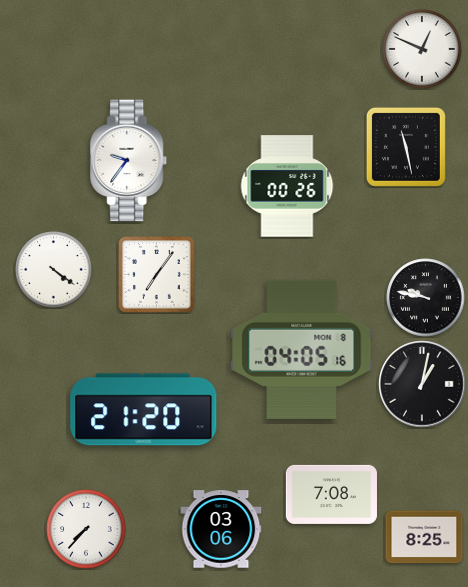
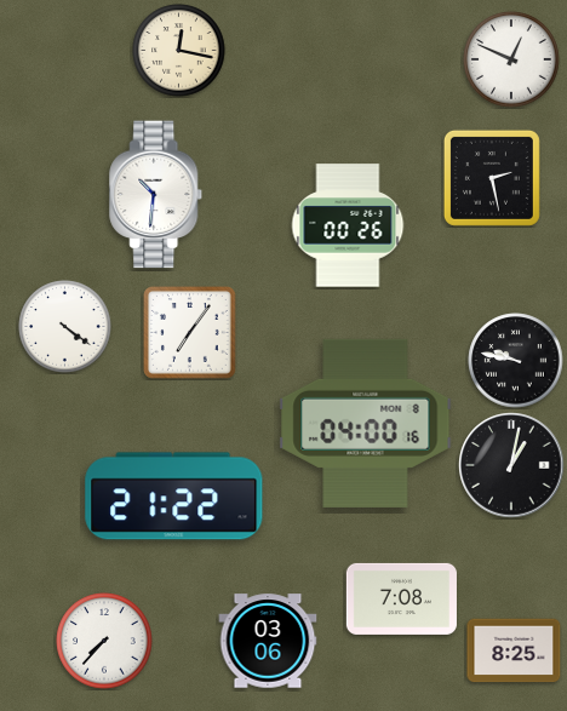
clock at (179, 51): none -> 12:17
clock at (406, 147): 11:28 -> 2:28
clock at (129, 161): 9:36 -> 10:31
clock at (302, 349): 04:05 -> 04:00
clock at (144, 410): 21:20 -> 21:22
